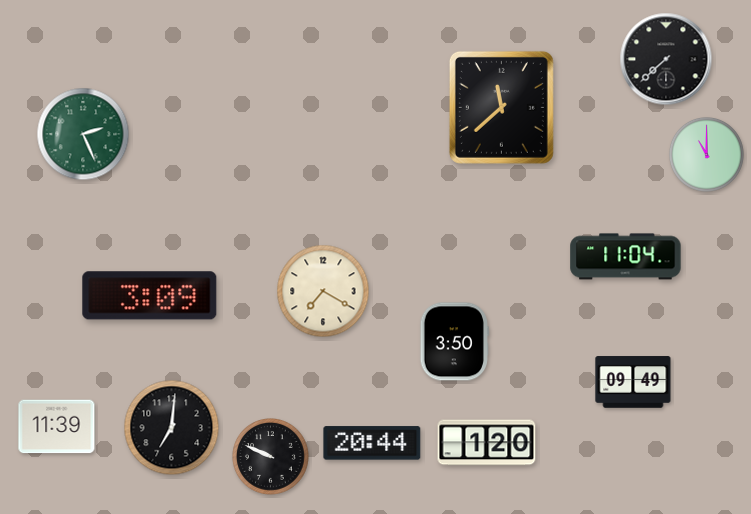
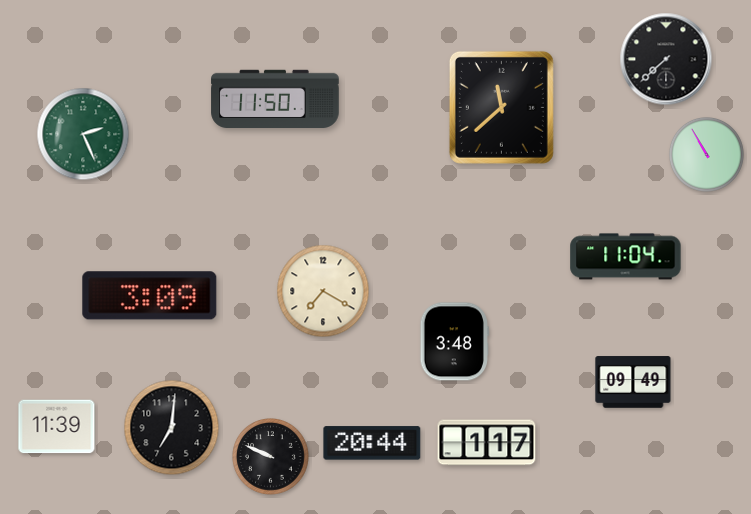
clock at (275, 99): none -> 11:50
clock at (707, 155): 11:00 -> 10:55
clock at (454, 342): 3:50 -> 3:48
clock at (487, 443): 1:20 -> 1:17
